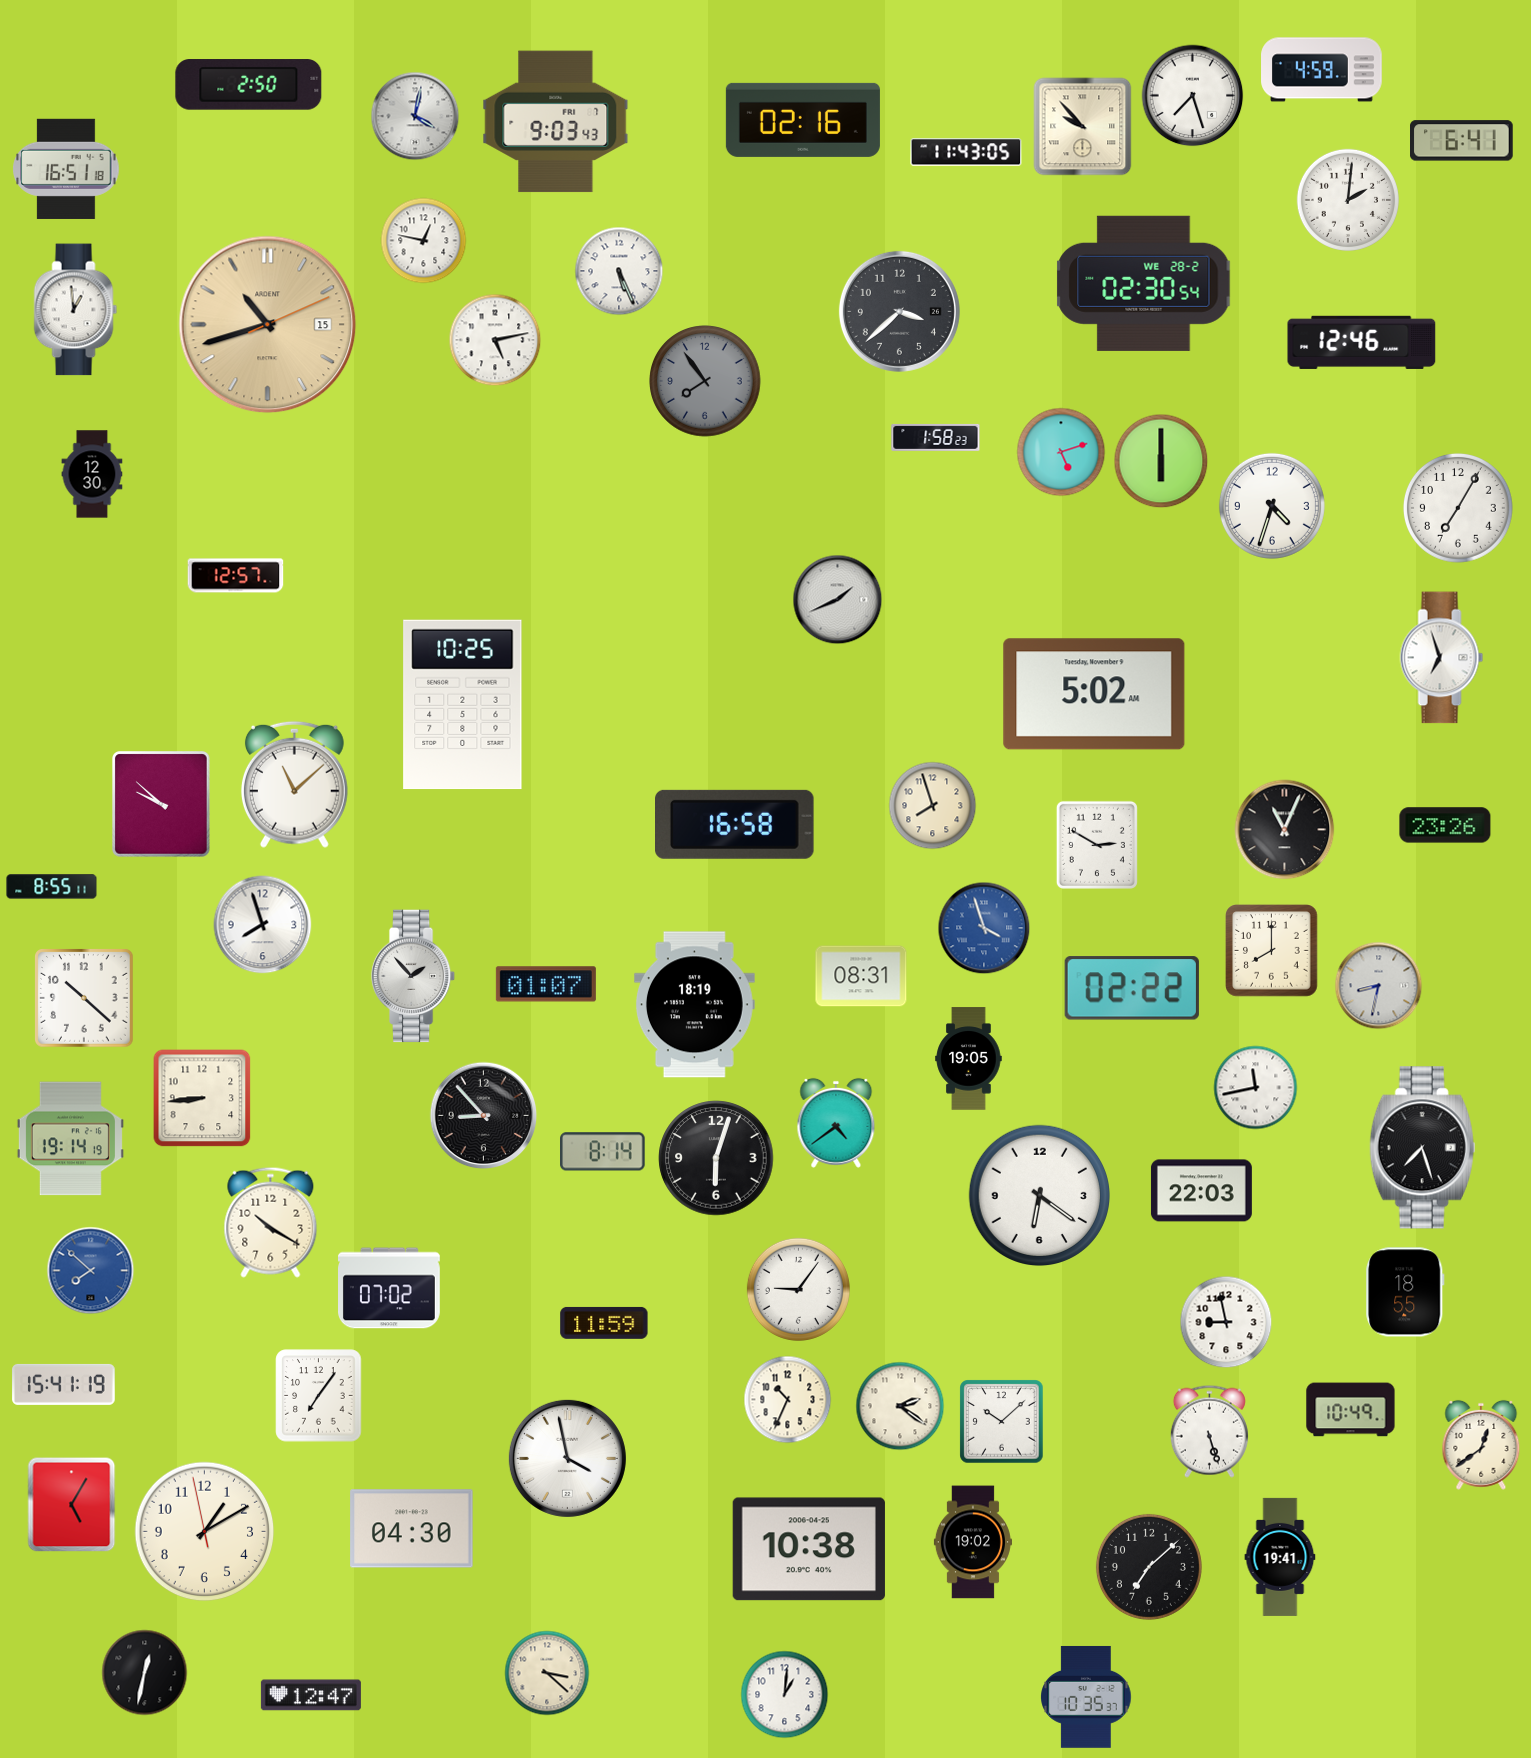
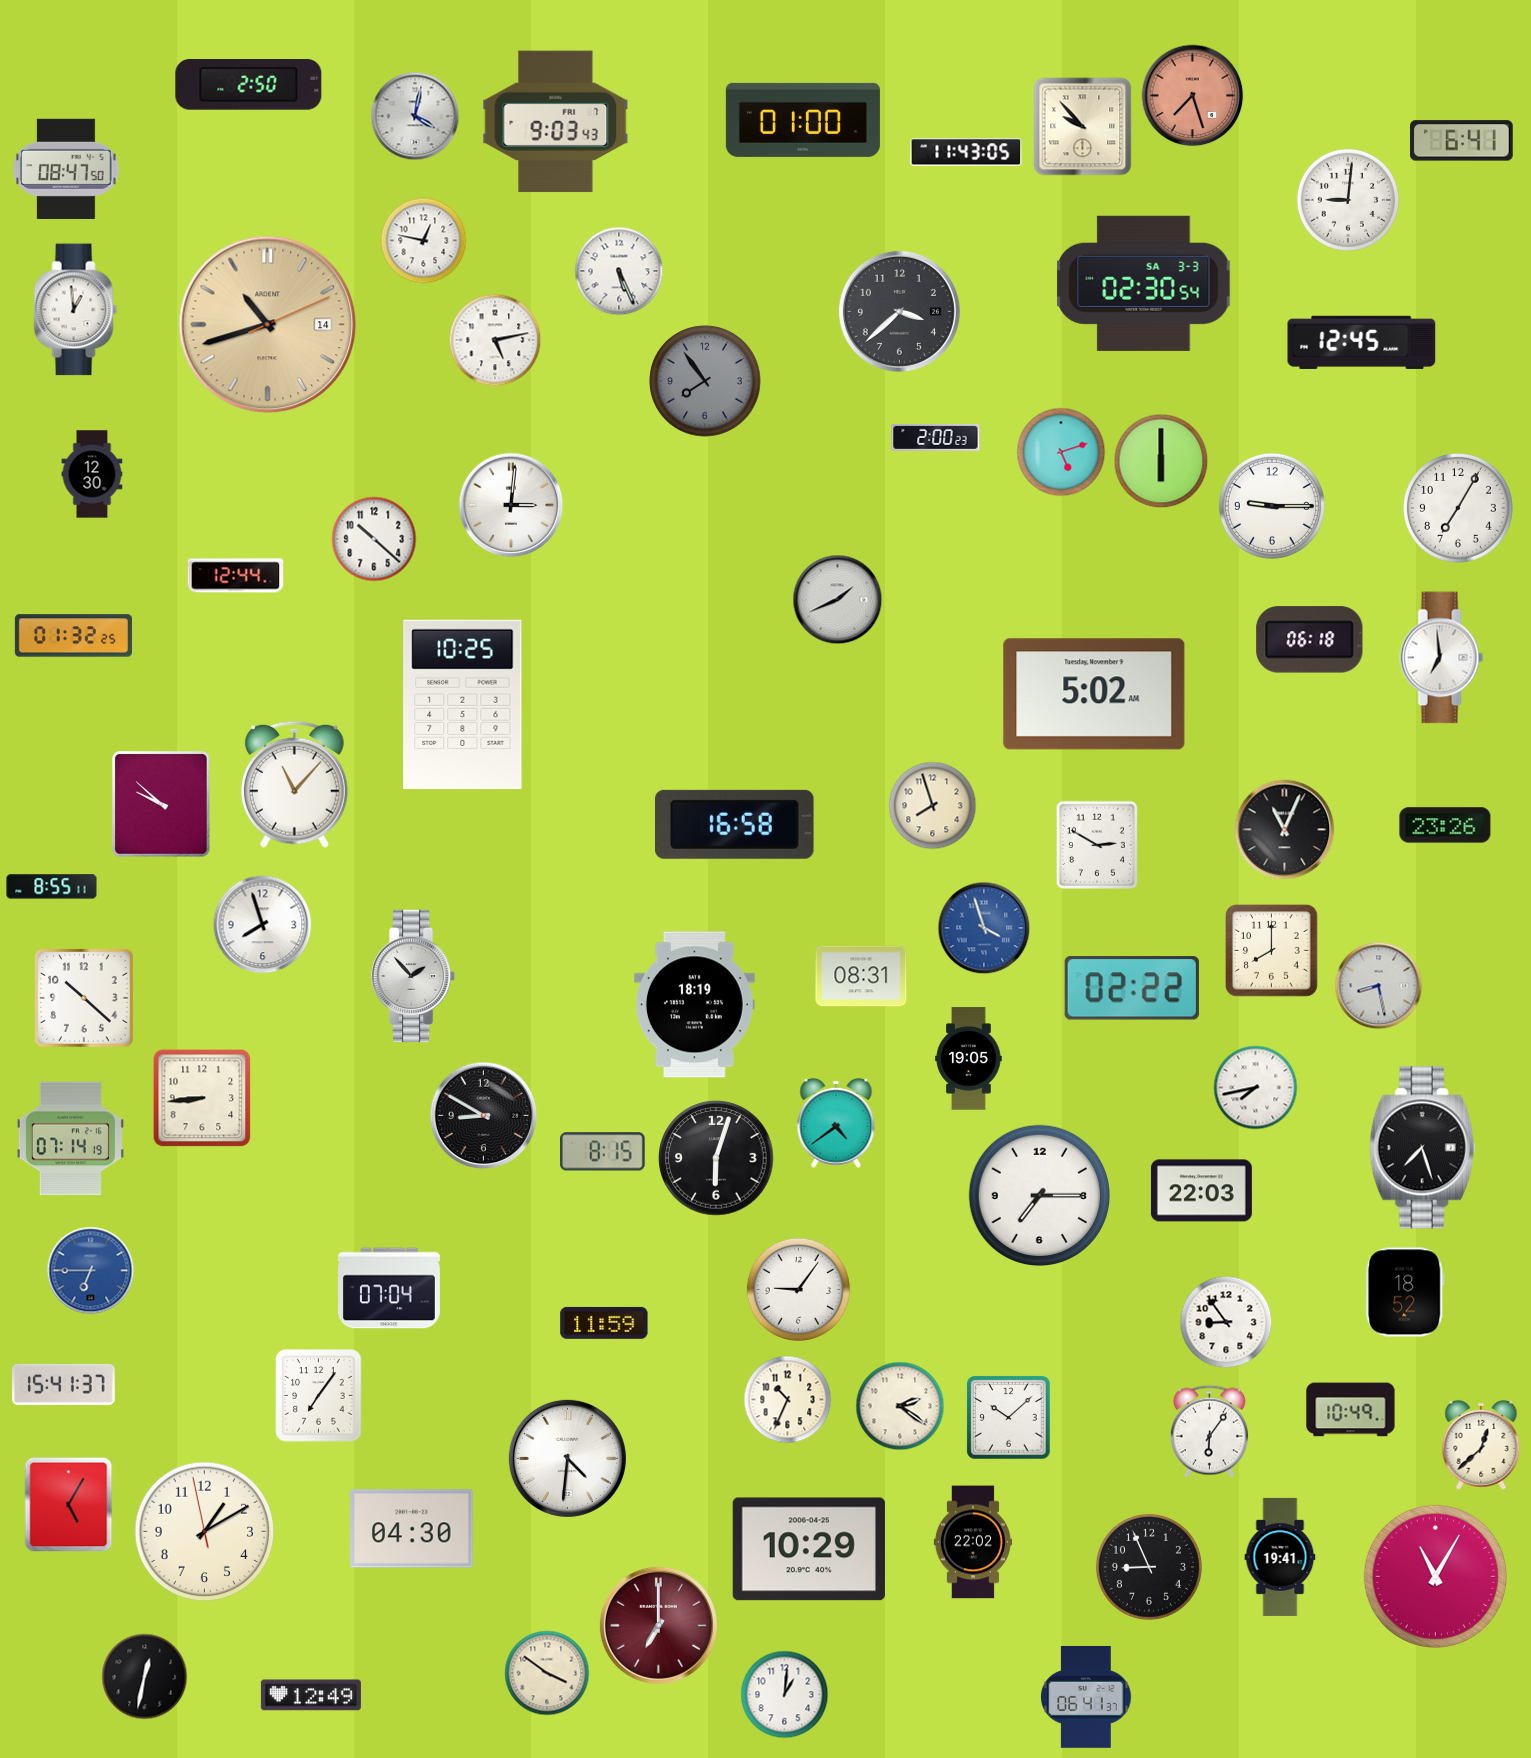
clock at (1322, 70): 4:59 -> none
clock at (1193, 96) dial: white -> salmon
clock at (803, 120): 02:16 -> 01:00
clock at (66, 169): 16:51 -> 08:47
clock at (1348, 200): 2:01 -> 9:01
clock at (1144, 283) date: WE 28-2 -> SA 3-3
clock at (268, 325) date: 15 -> 14
clock at (1362, 342): 12:46 -> 12:45
clock at (936, 437): 1:58 -> 2:00
clock at (511, 505): none -> 3:01
clock at (1272, 506): 4:33 -> 9:15
clock at (374, 539): none -> 10:22
clock at (236, 576): 12:57 -> 12:44
clock at (73, 636): none -> 01:32
clock at (1310, 640): none -> 06:18
clock at (1442, 658): 6:57 -> 6:59
clock at (294, 784): 11:08 -> 11:07
clock at (546, 984): 01:07 -> none
clock at (1379, 986): 8:32 -> 8:28
clock at (1256, 1088): 11:43 -> 7:43
clock at (484, 1116): 8:53 -> 8:50
clock at (70, 1139): 19:14 -> 07:14
clock at (603, 1152): 8:14 -> 8:15
clock at (1039, 1195): 6:21 -> 7:15
clock at (271, 1222): 10:20 -> none
clock at (91, 1271): 7:52 -> 6:45
clock at (390, 1288): 07:02 -> 07:04
clock at (1405, 1292): 18:55 -> 18:52
clock at (1226, 1322): 8:58 -> 8:54
clock at (64, 1384): 15:41:19 -> 15:41:37
clock at (1002, 1422) position: (1002, 1422) -> (1009, 1418)
clock at (1209, 1431): 5:27 -> 6:06
clock at (1481, 1445): 12:39 -> 12:38
clock at (567, 1458): 3:58 -> 4:31
clock at (72, 1505) position: (72, 1505) -> (69, 1505)
clock at (973, 1542): 19:02 -> 22:02
clock at (809, 1549): 10:38 -> 10:29
clock at (1149, 1567): 7:08 -> 8:56
clock at (1435, 1576): none -> 11:05
clock at (658, 1625): none -> 7:00
clock at (145, 1673) position: (145, 1673) -> (145, 1677)
clock at (547, 1673): 3:22 -> 3:51
clock at (311, 1695): 12:47 -> 12:49
clock at (1086, 1697): 10:35 -> 06:41
